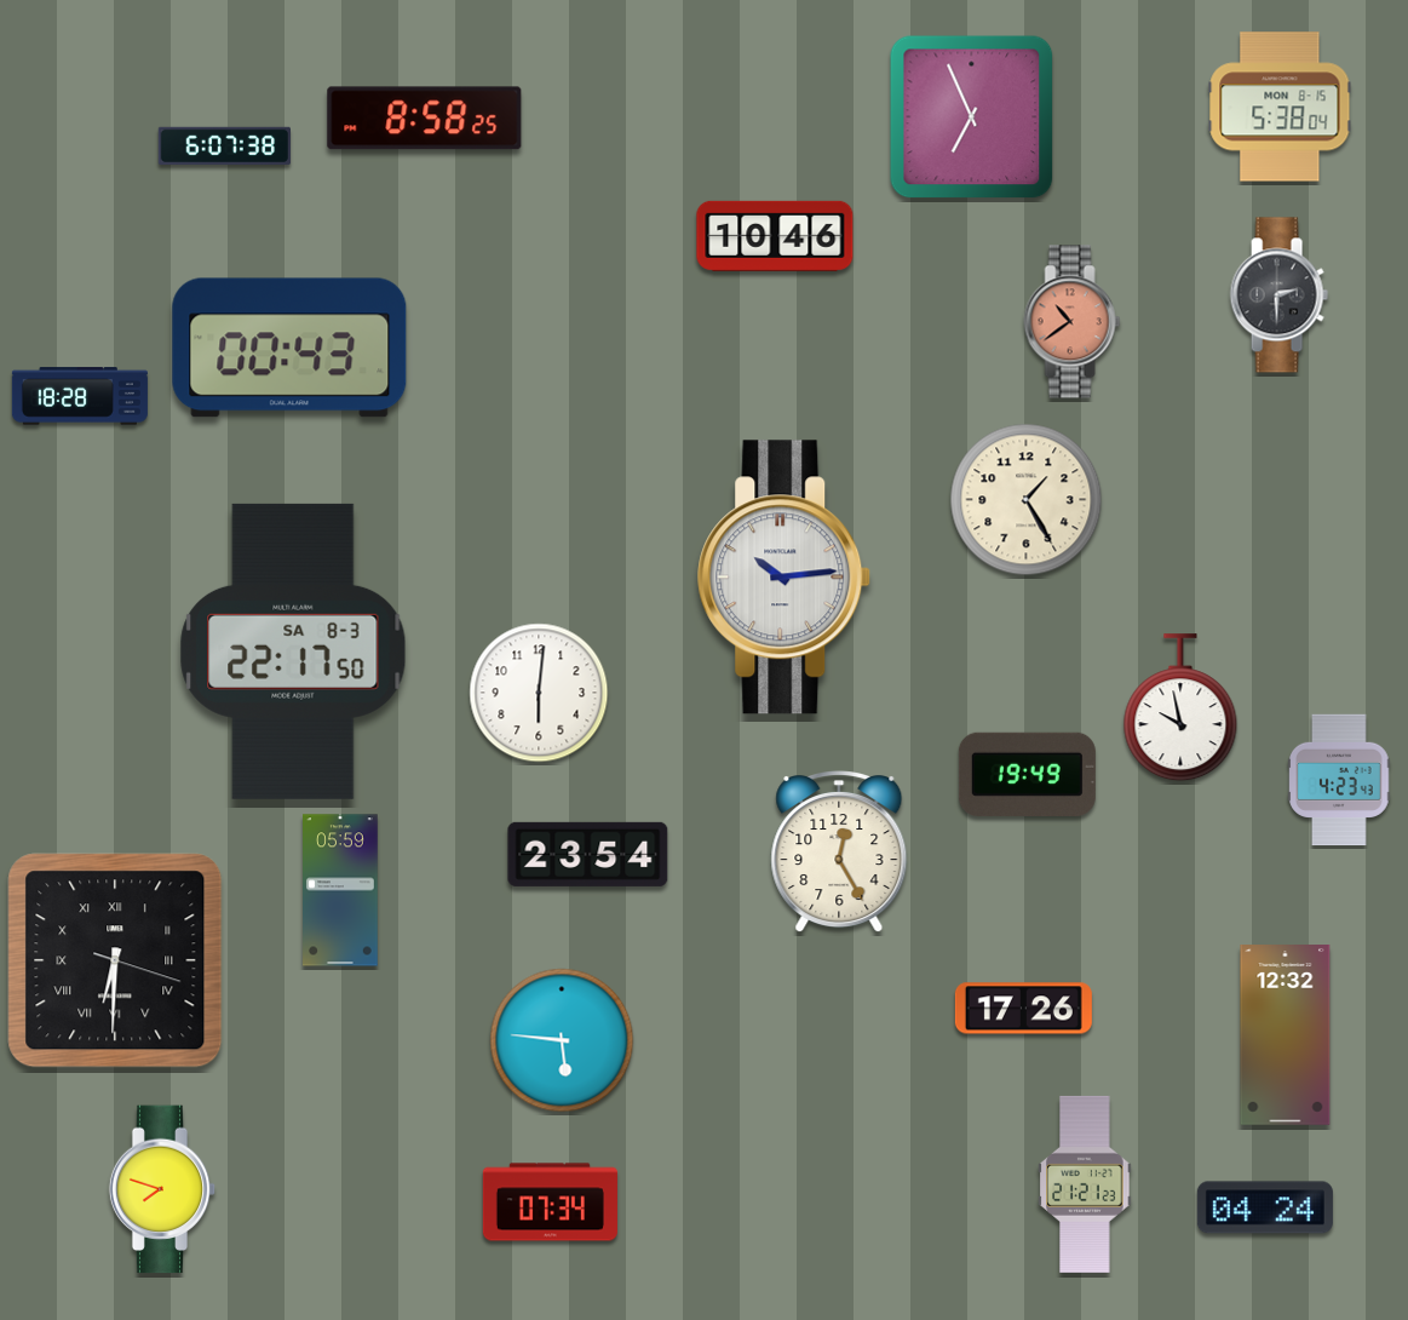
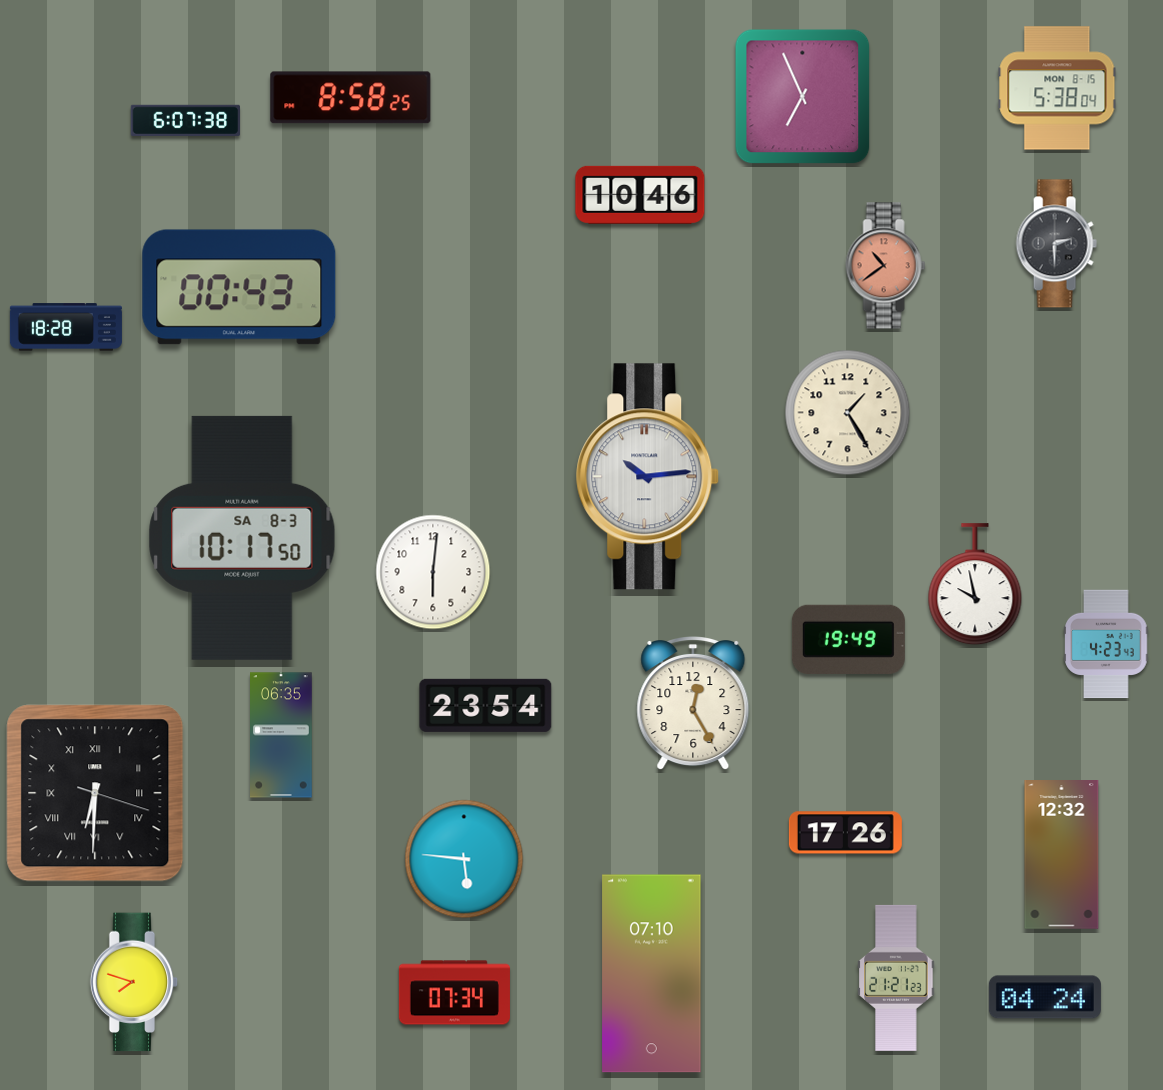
clock at (293, 652): 22:17 -> 10:17
clock at (539, 693) position: (539, 693) -> (433, 572)
clock at (341, 890): 05:59 -> 06:35
clock at (652, 974): none -> 07:10
